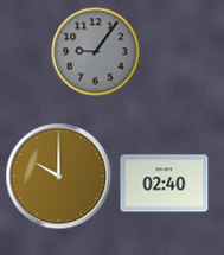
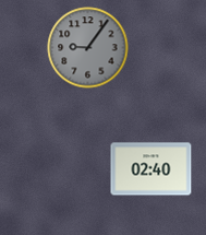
clock at (59, 177): 10:00 -> none
